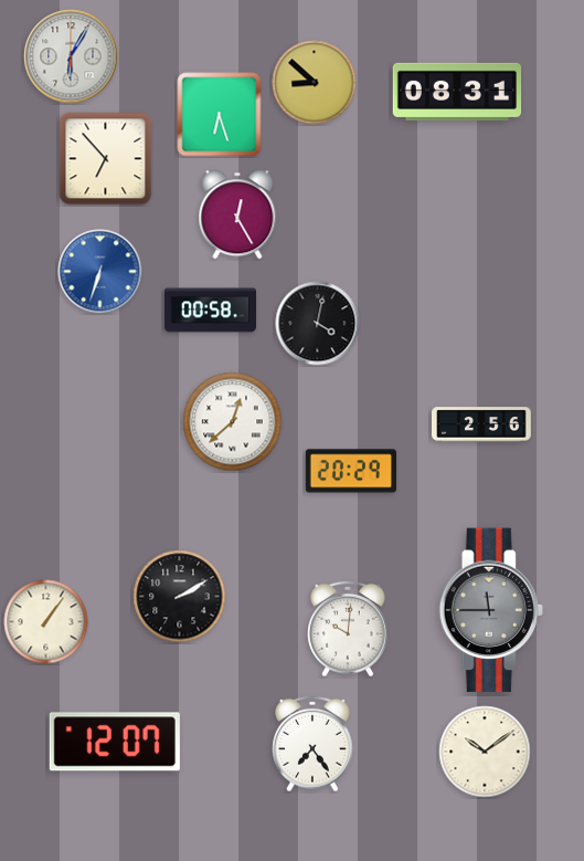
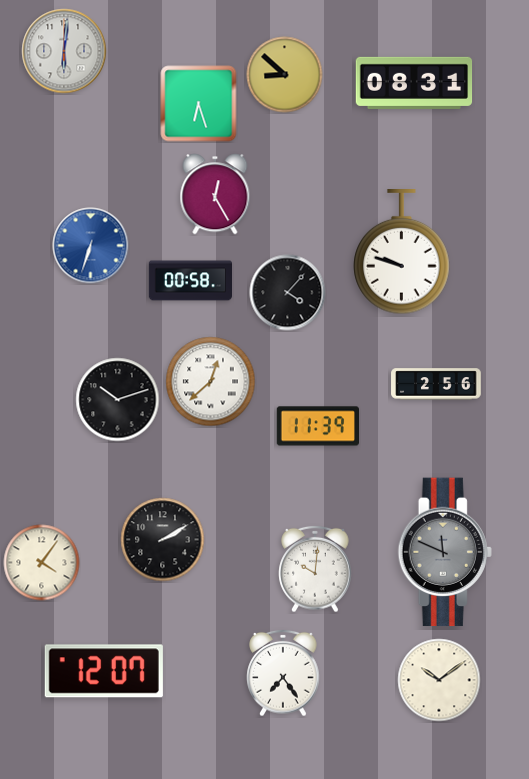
clock at (71, 56): 6:05 -> 6:01
clock at (106, 159): 6:53 -> none
clock at (402, 253): none -> 9:48
clock at (318, 324): 4:02 -> 4:07
clock at (118, 400): none -> 10:12
clock at (350, 471): 20:29 -> 11:39
clock at (491, 610): 11:45 -> 11:49
clock at (46, 622): 1:06 -> 4:06
